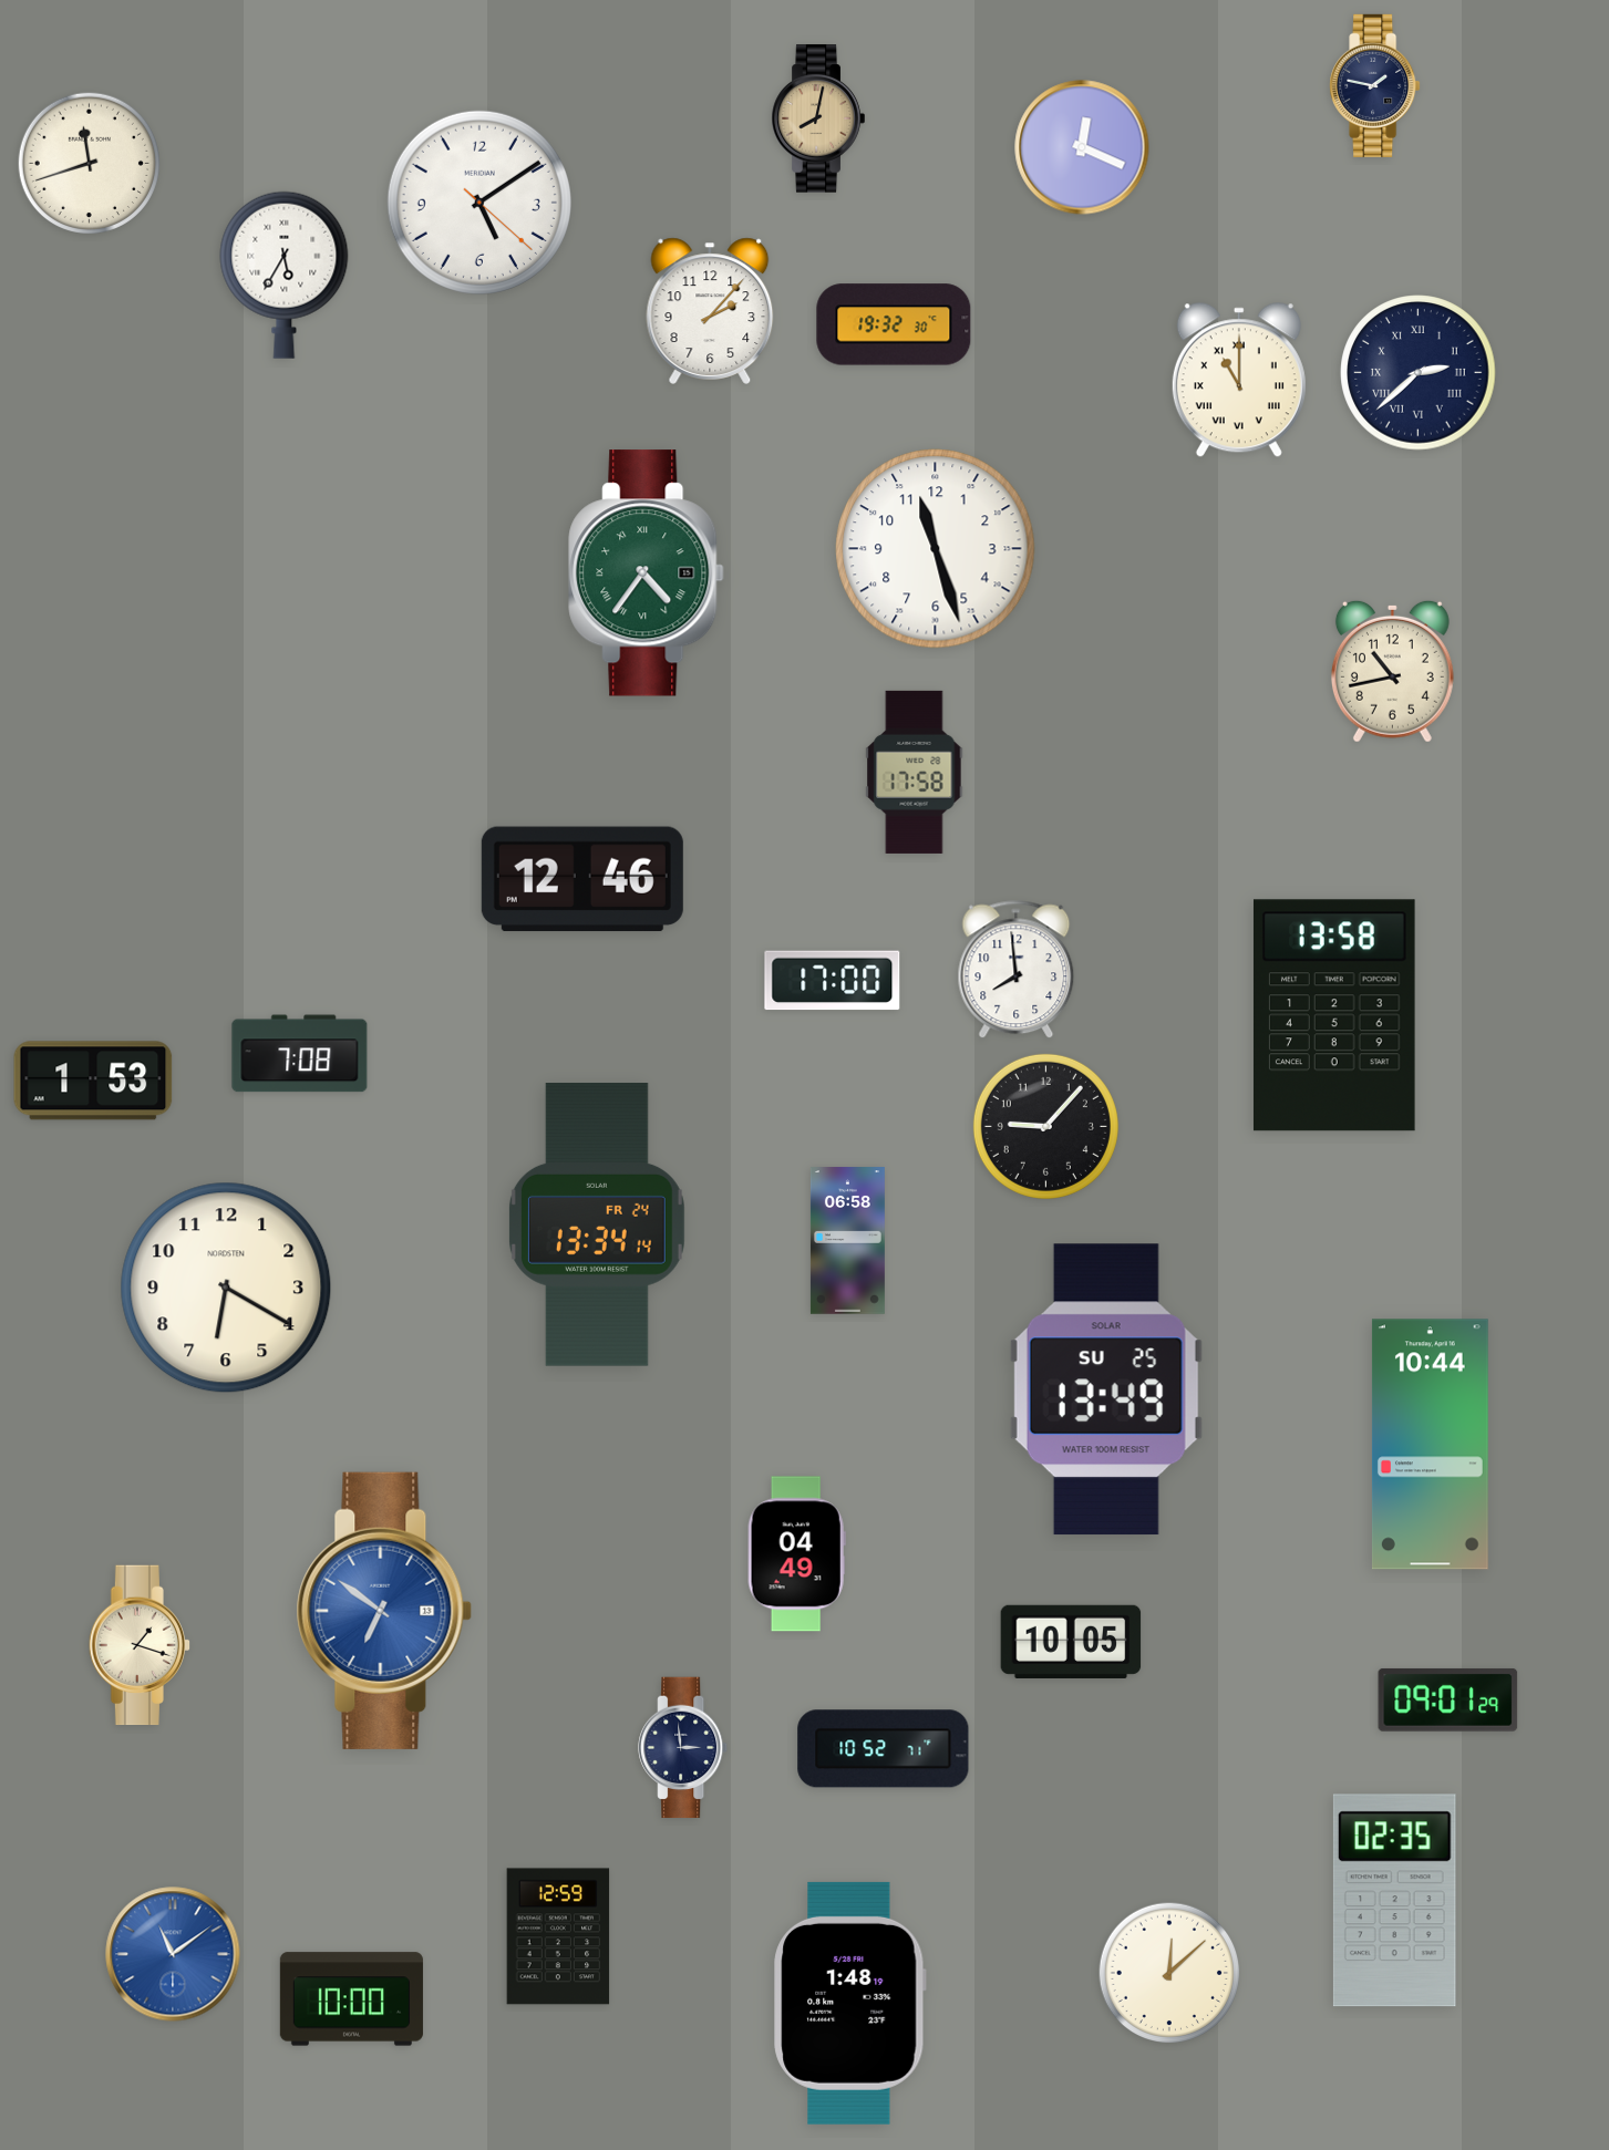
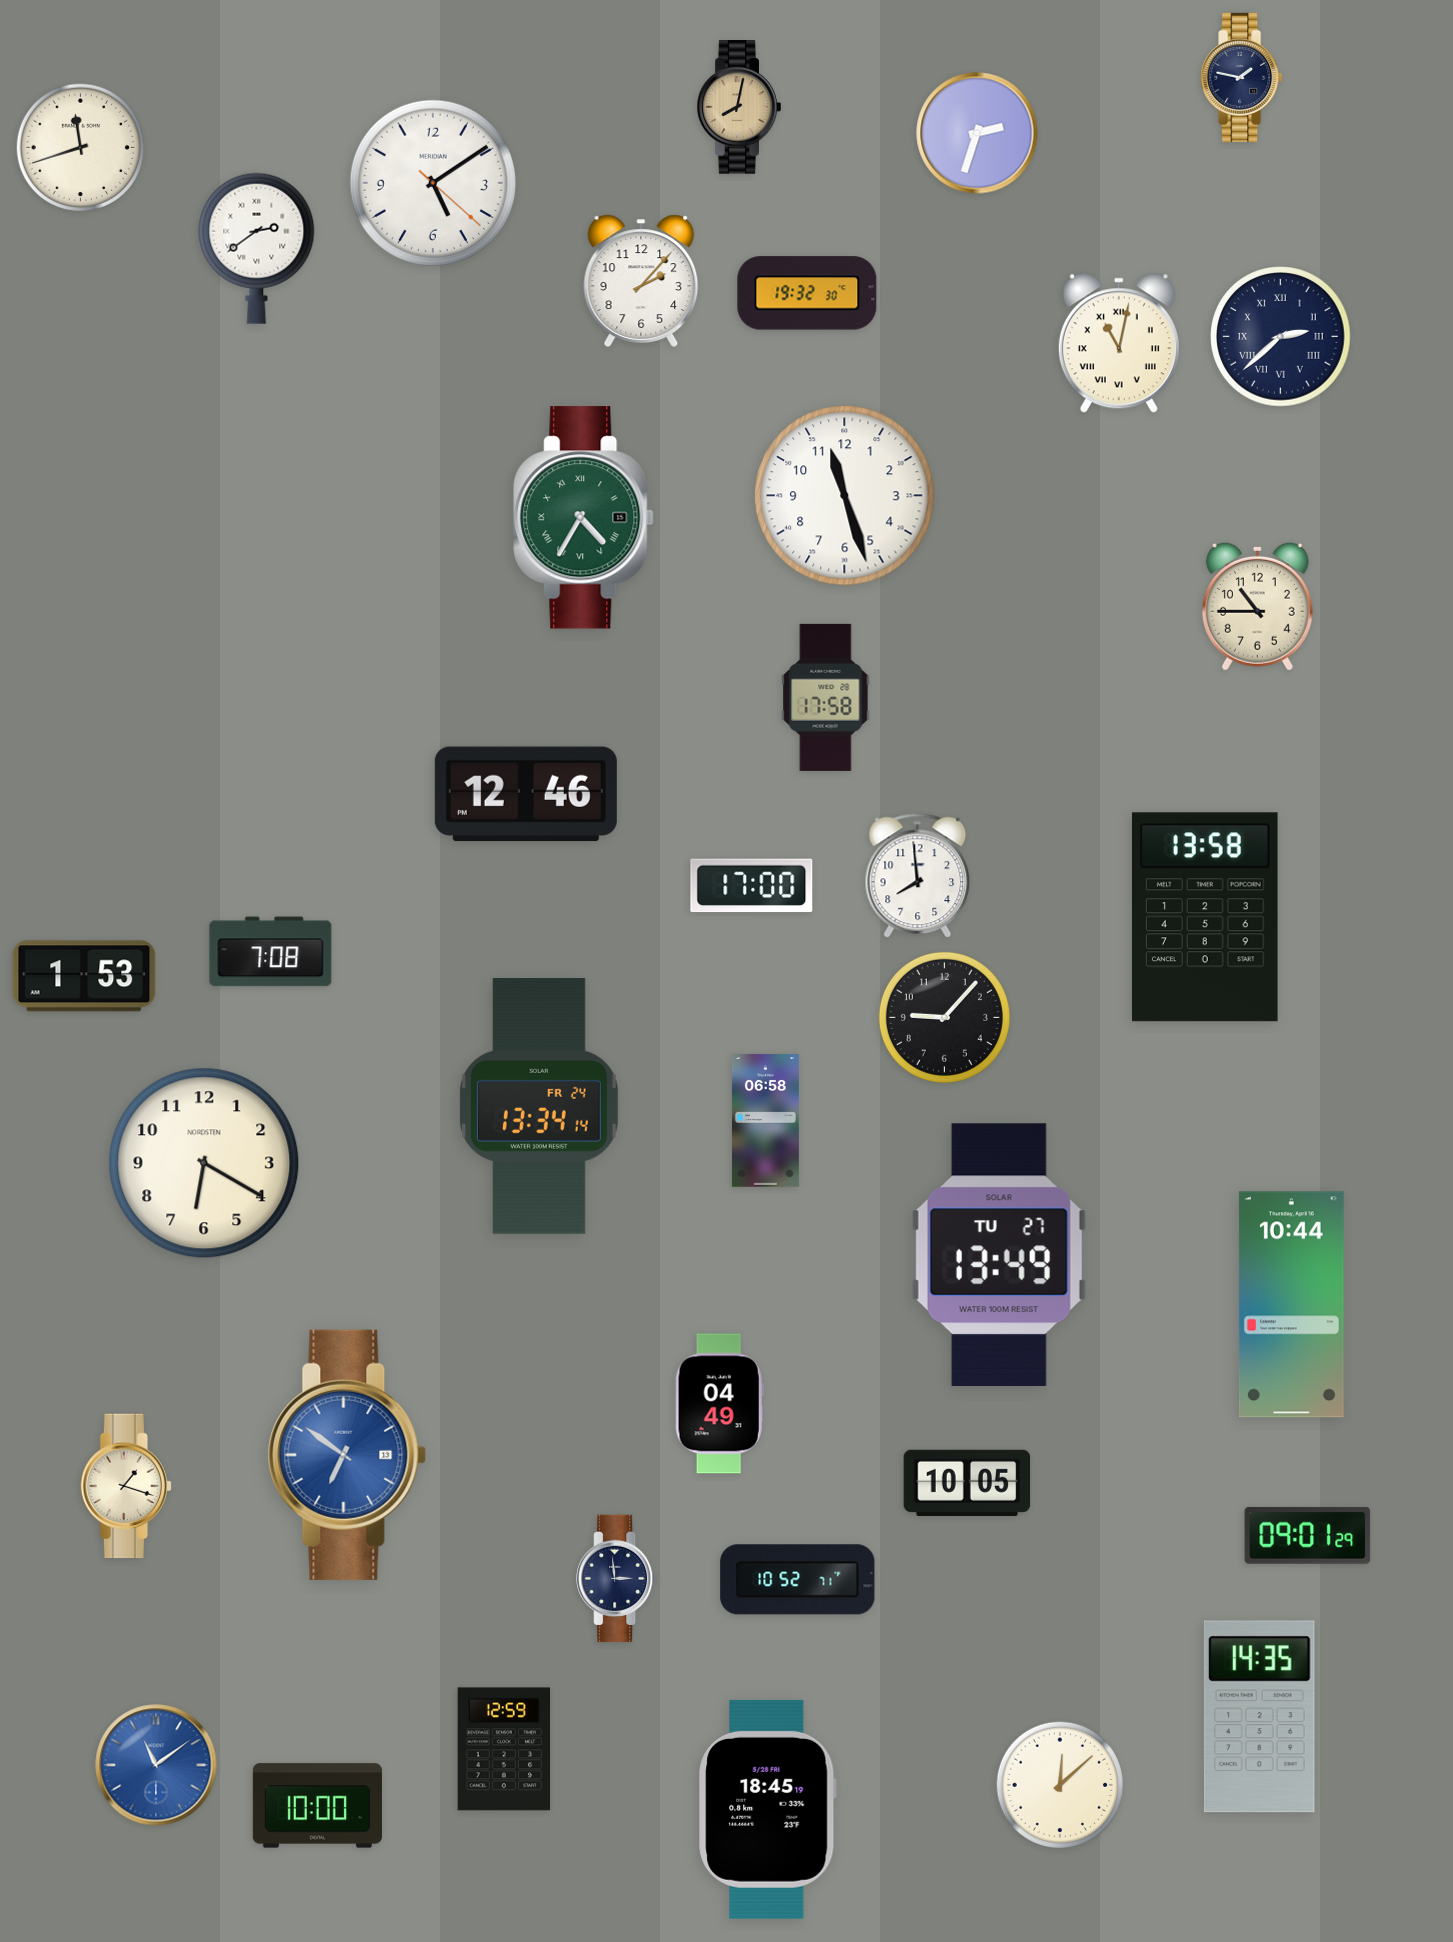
clock at (1082, 147): 12:19 -> 2:33
clock at (285, 275): 5:35 -> 2:39
clock at (1239, 381): 11:00 -> 11:02
clock at (647, 573): 4:36 -> 4:35
clock at (1392, 671): 10:43 -> 10:45
clock at (1106, 1389) date: SU 25 -> TU 27
clock at (1394, 1901): 02:35 -> 14:35
clock at (1168, 1972) position: (1168, 1972) -> (1059, 1784)
clock at (850, 2003): 1:48 -> 18:45
